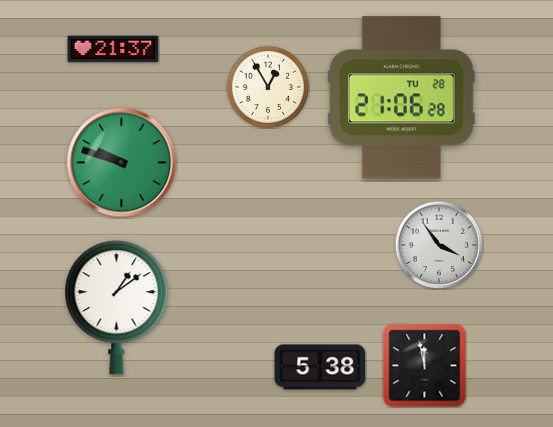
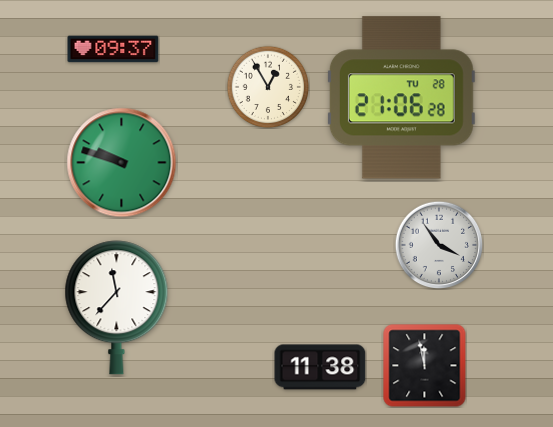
clock at (113, 49): 21:37 -> 09:37
clock at (117, 308): 1:09 -> 11:37
clock at (320, 367): 5:38 -> 11:38
